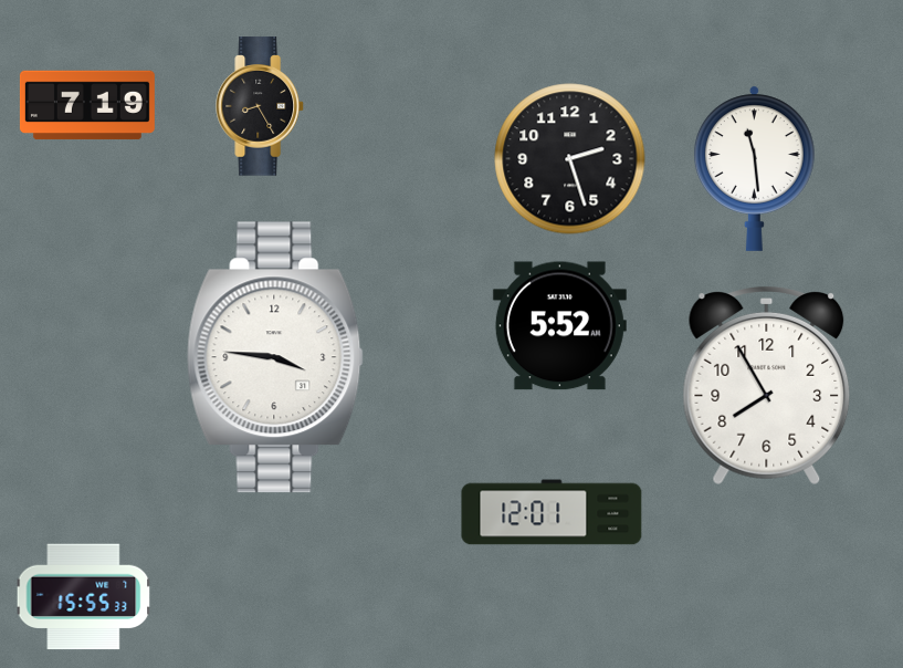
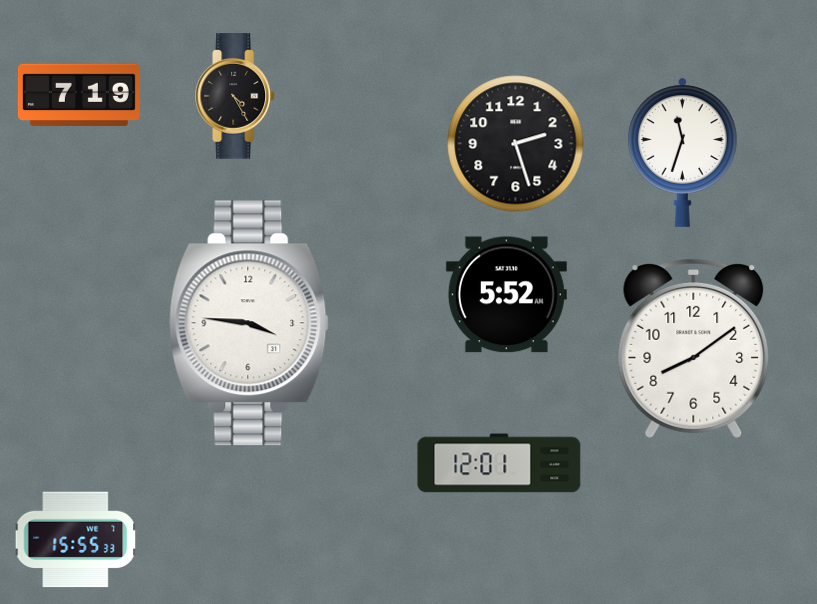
clock at (261, 106): 8:25 -> 4:25
clock at (754, 168): 11:29 -> 11:33
clock at (767, 386): 7:55 -> 8:09
